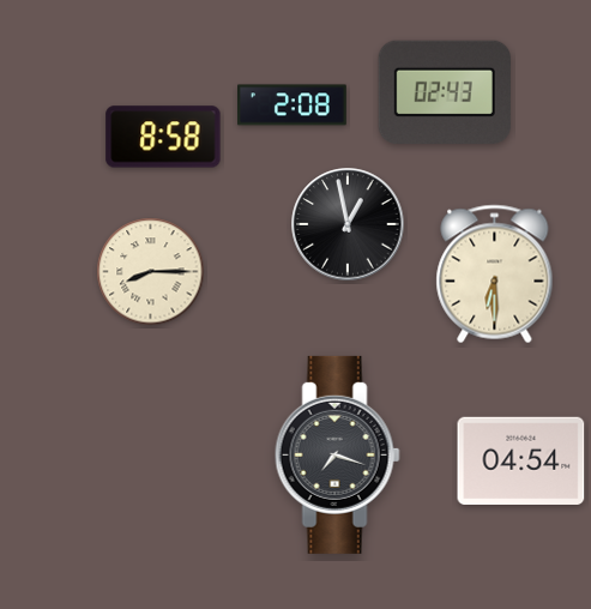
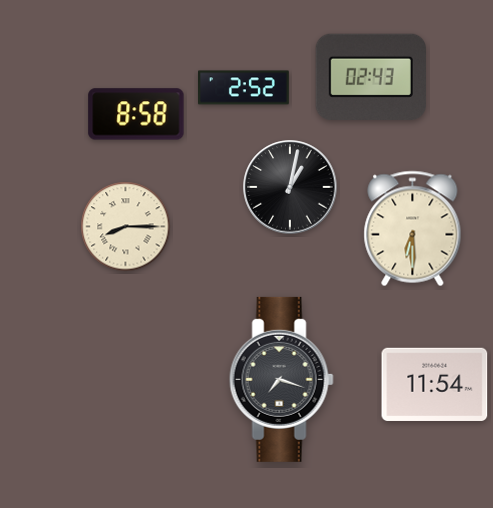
clock at (293, 105): 2:08 -> 2:52
clock at (348, 224): 12:58 -> 1:02
clock at (521, 460): 04:54 -> 11:54
